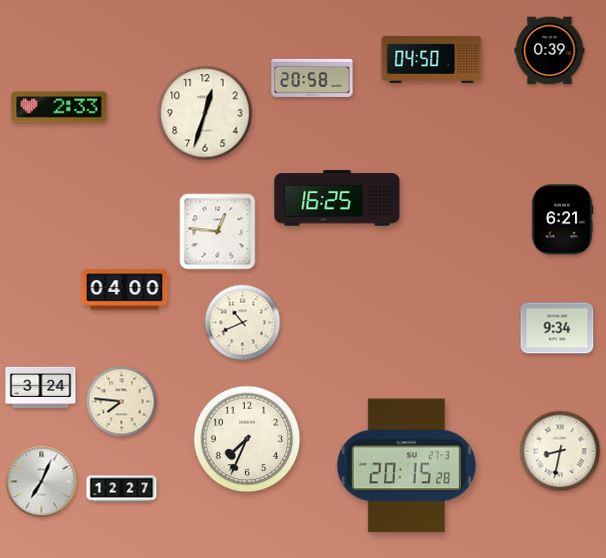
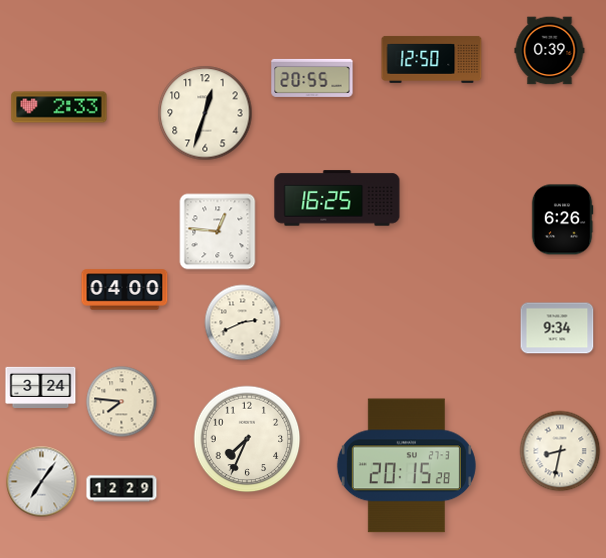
clock at (432, 59): 04:50 -> 12:50
clock at (312, 78): 20:58 -> 20:55
clock at (562, 220): 6:21 -> 6:26
clock at (243, 323): 10:41 -> 2:41
clock at (42, 482): 7:04 -> 7:06
clock at (122, 489): 12:27 -> 12:29
